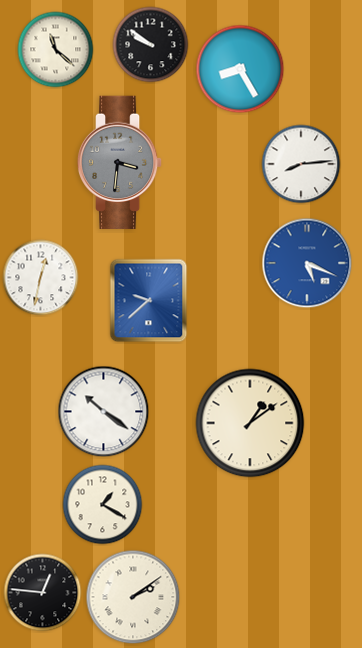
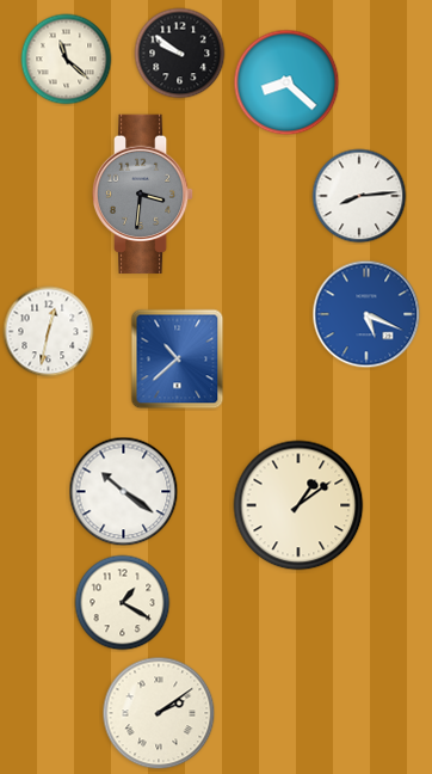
clock at (240, 69): 8:25 -> 8:22
clock at (149, 301): 9:38 -> 10:38
clock at (43, 593): 12:46 -> none
